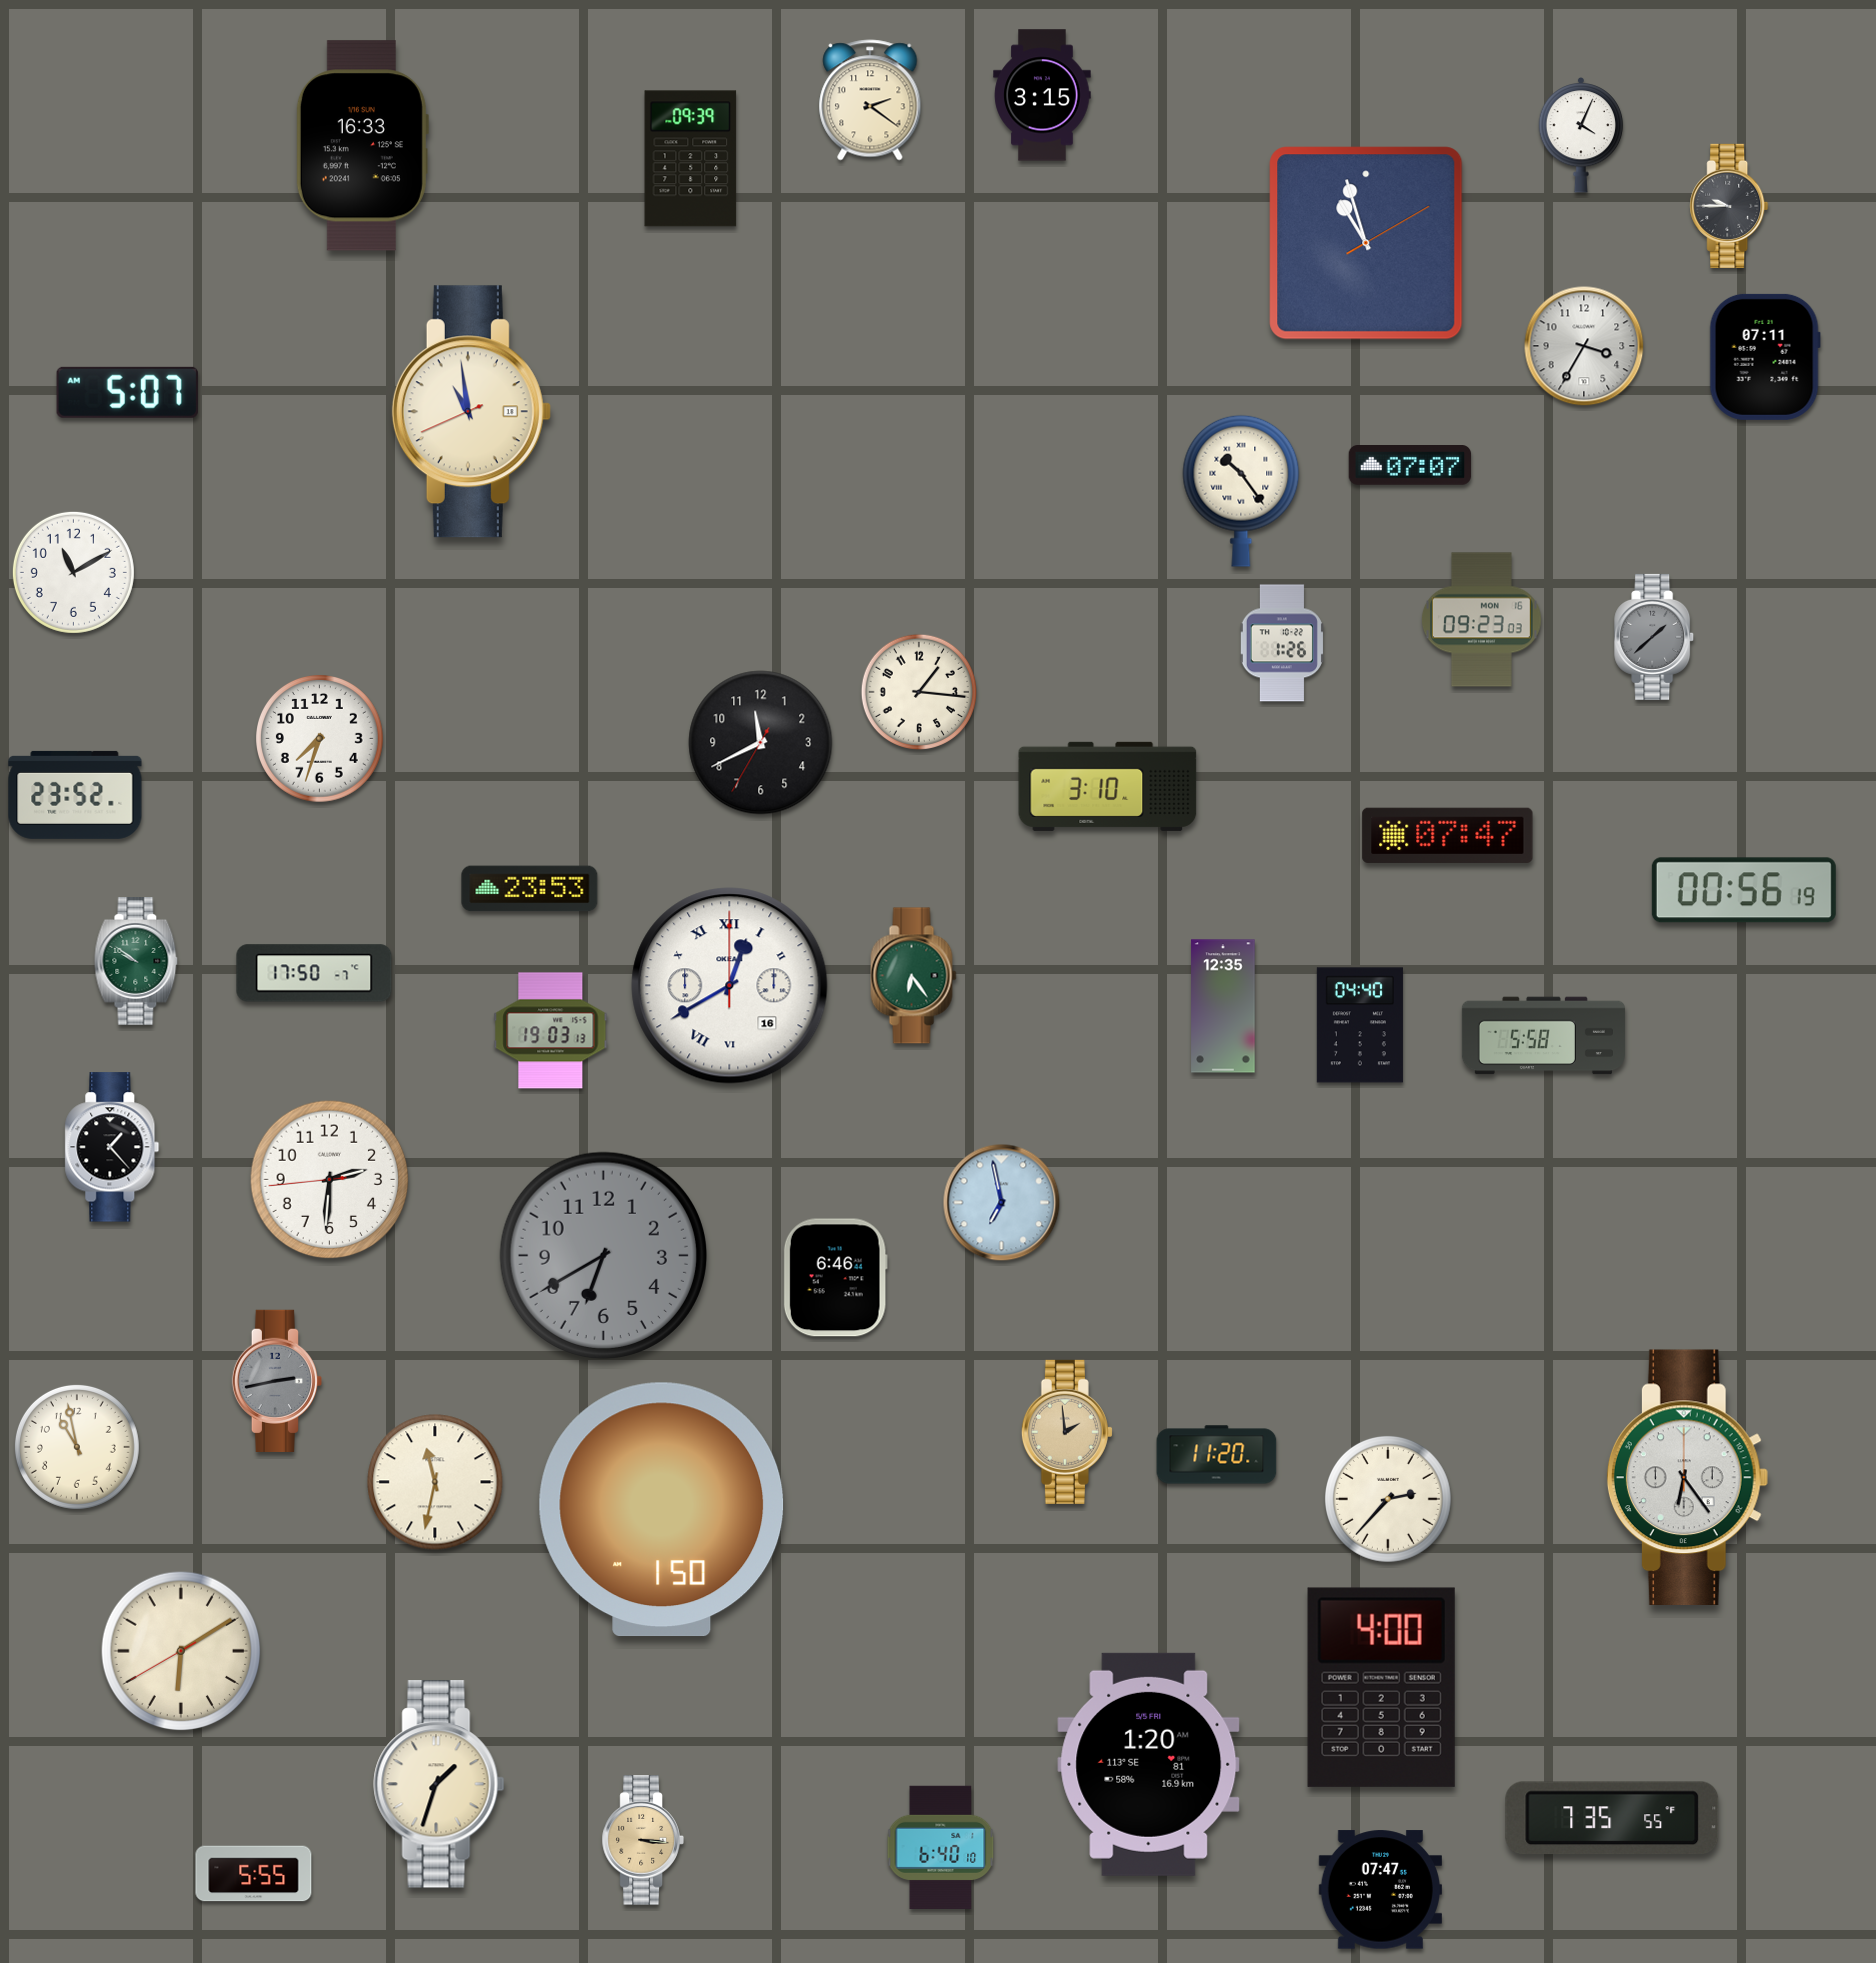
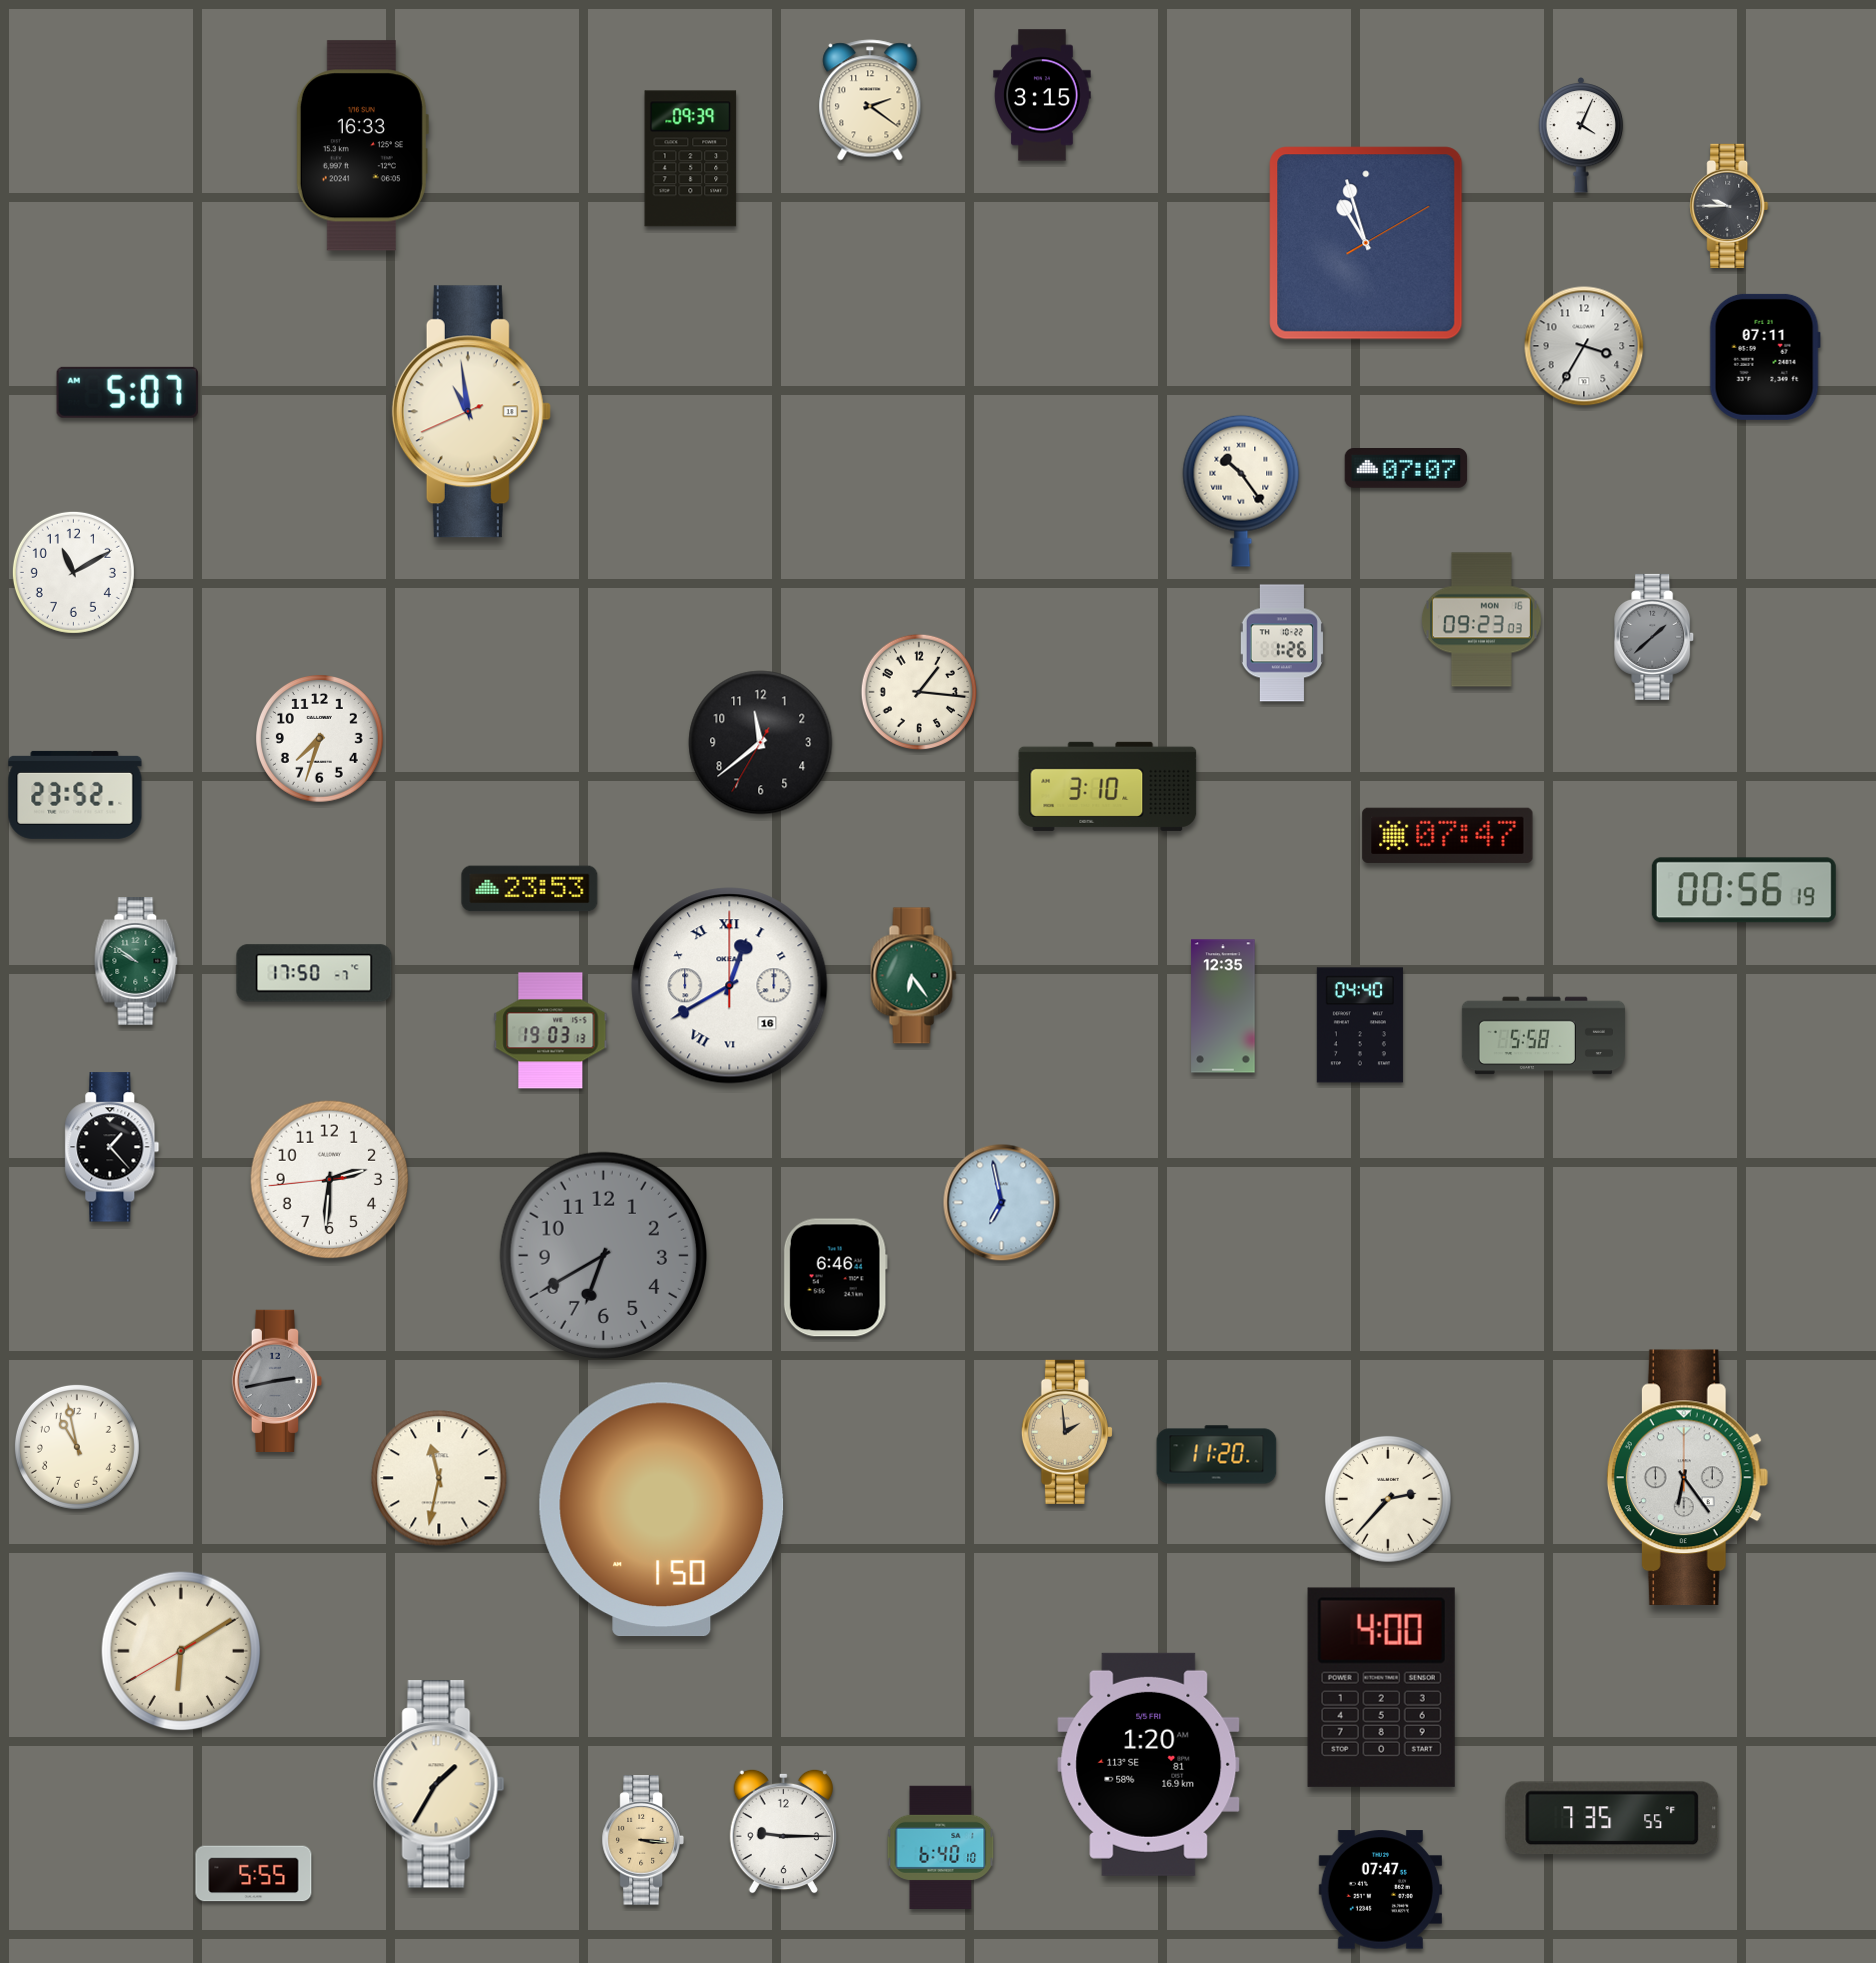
clock at (1410, 465) position: (1410, 465) -> (1406, 468)
clock at (761, 743): 11:40 -> 11:38
clock at (435, 1482) position: (435, 1482) -> (439, 1478)
clock at (439, 1784): 1:33 -> 1:35
clock at (783, 1831): none -> 9:15
